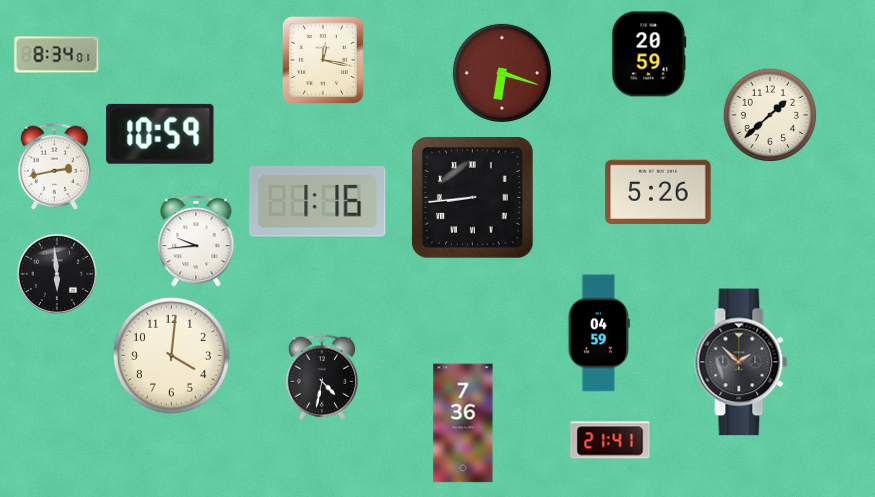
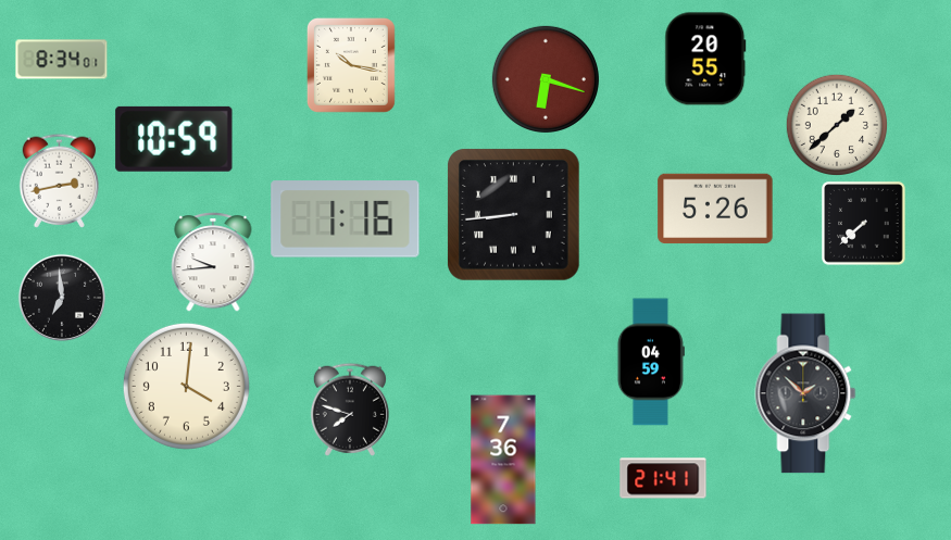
clock at (649, 54): 20:59 -> 20:55
clock at (323, 60): 12:17 -> 10:17
clock at (160, 134) position: (160, 134) -> (174, 139)
clock at (864, 224): none -> 7:38
clock at (57, 274): 5:59 -> 6:59
clock at (322, 377): 4:32 -> 7:48
